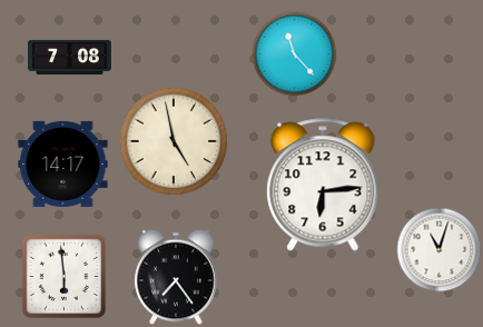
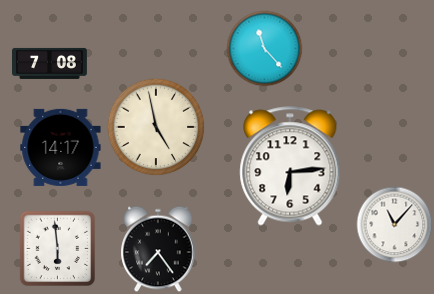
clock at (70, 57) position: (70, 57) -> (50, 63)
clock at (63, 163) position: (63, 163) -> (61, 147)
clock at (440, 250): 11:03 -> 11:07
